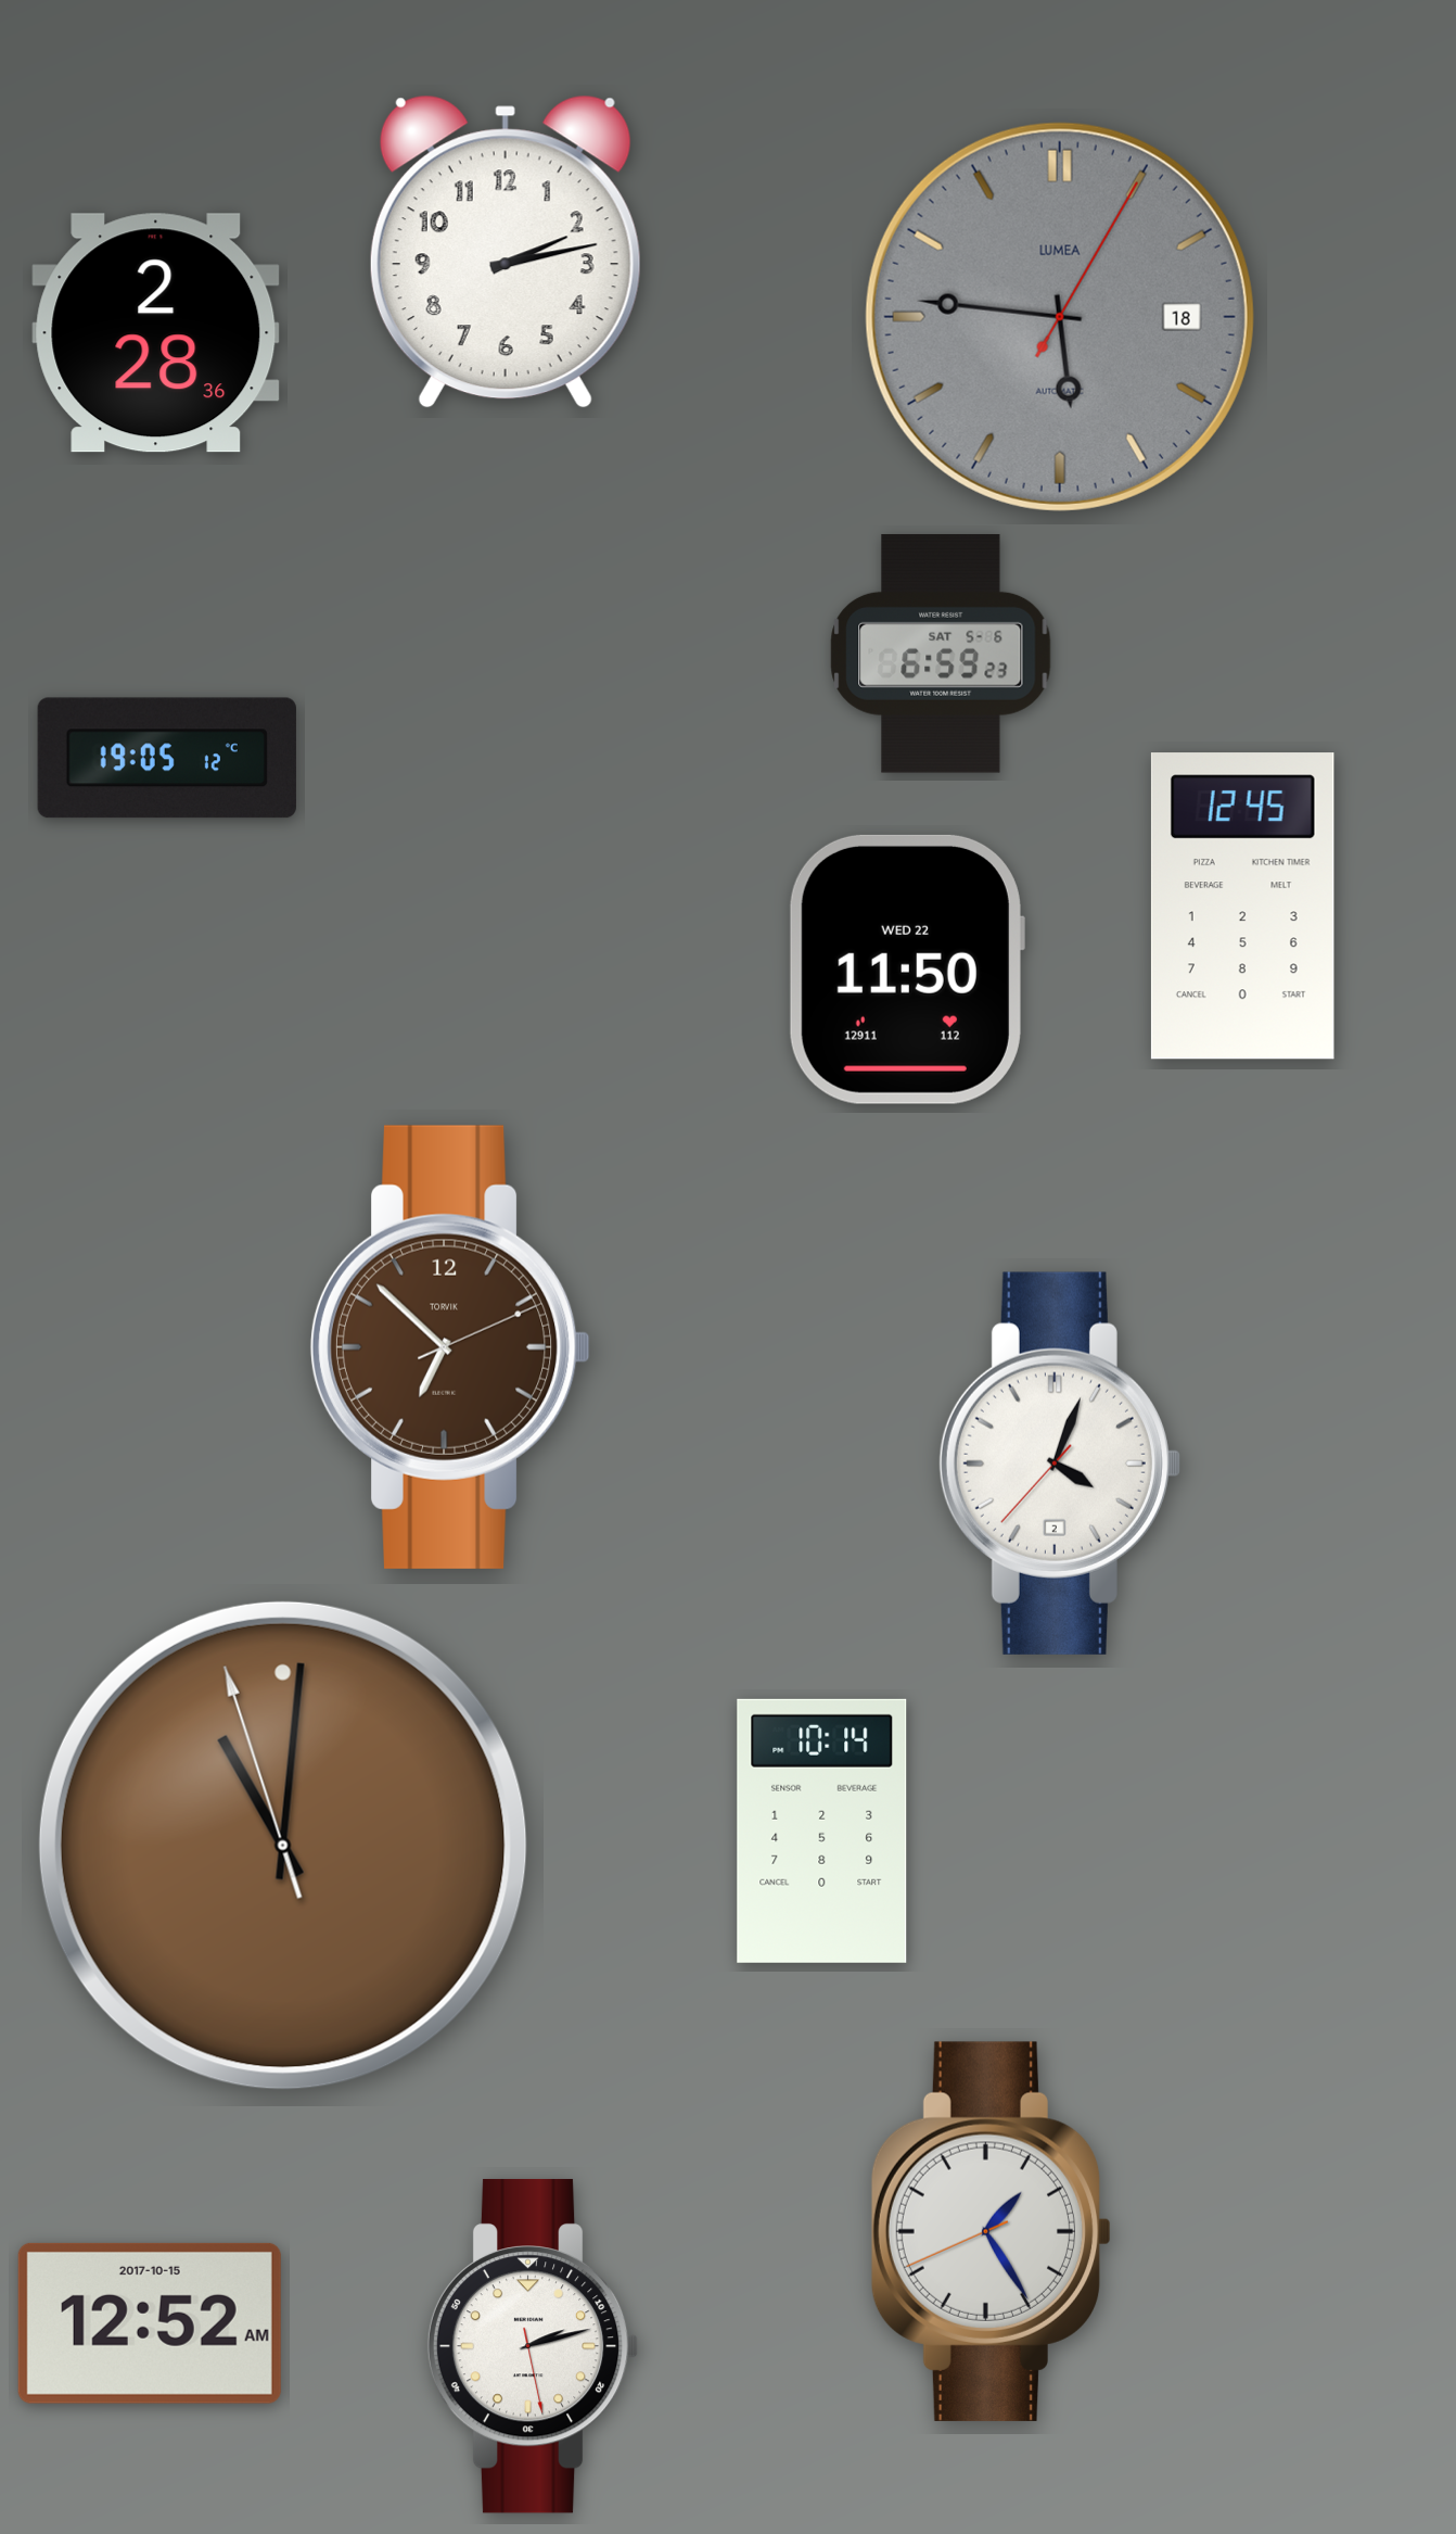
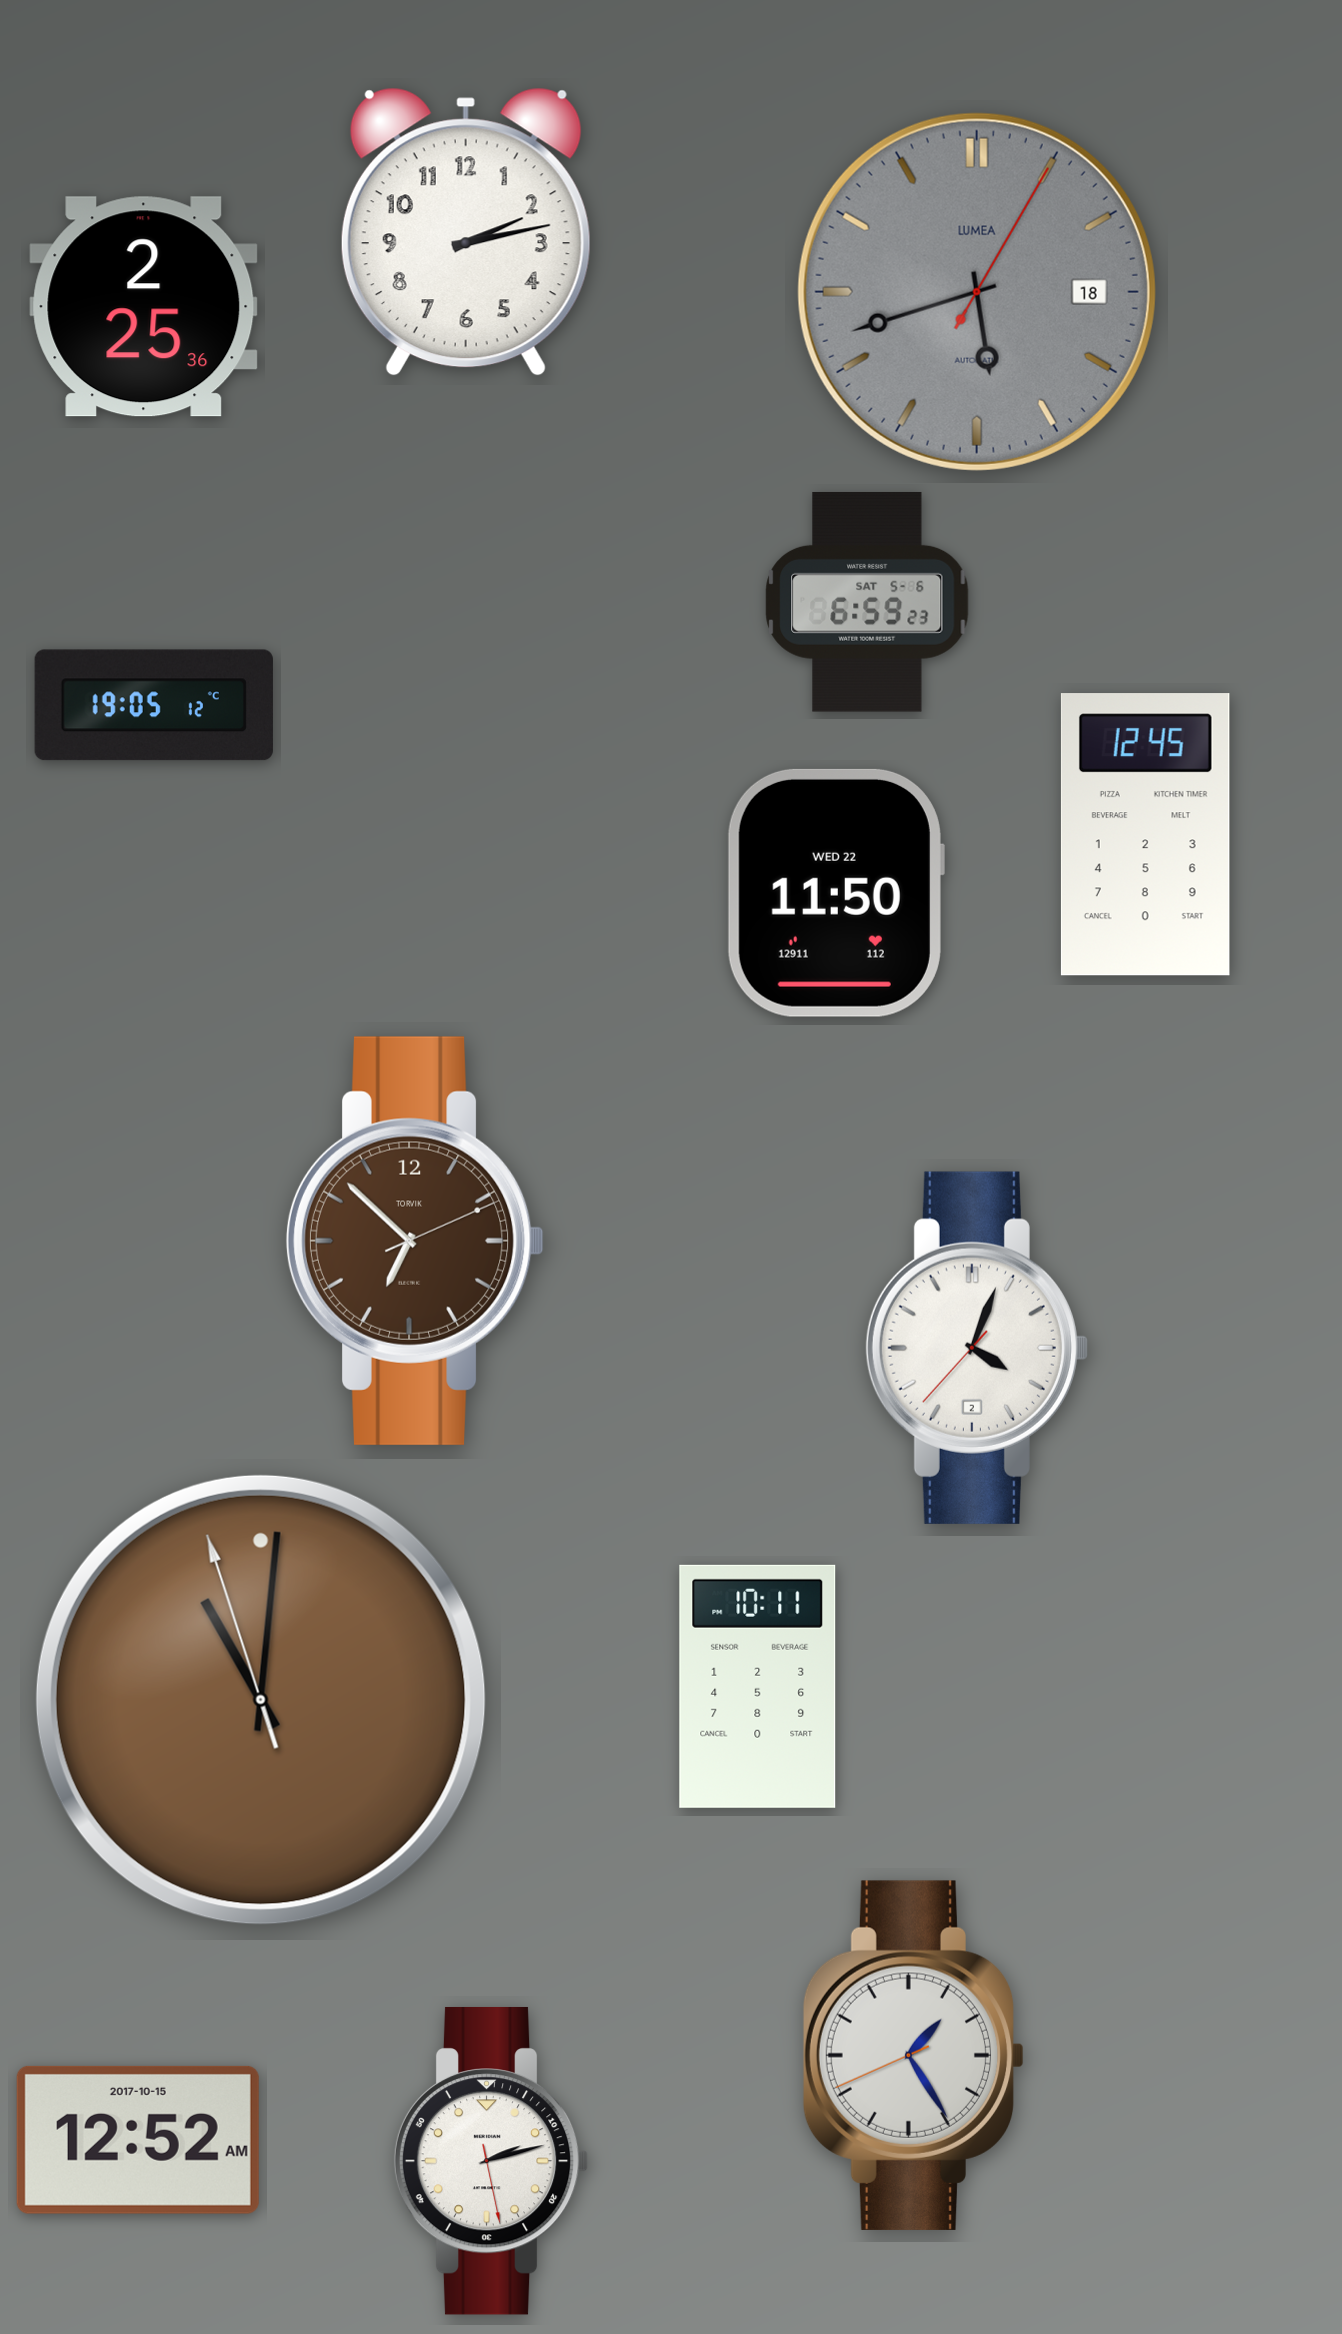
clock at (1060, 317): 5:46 -> 5:42
clock at (156, 333): 2:28 -> 2:25
clock at (167, 758) position: (167, 758) -> (154, 705)
clock at (822, 1830): 10:14 -> 10:11
